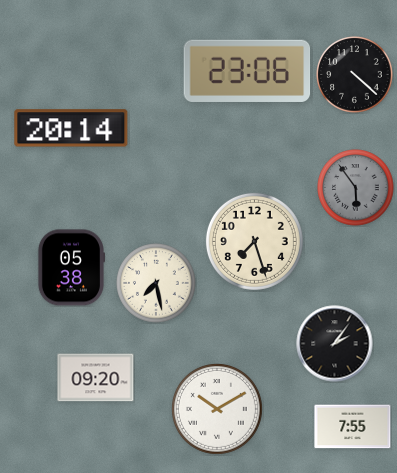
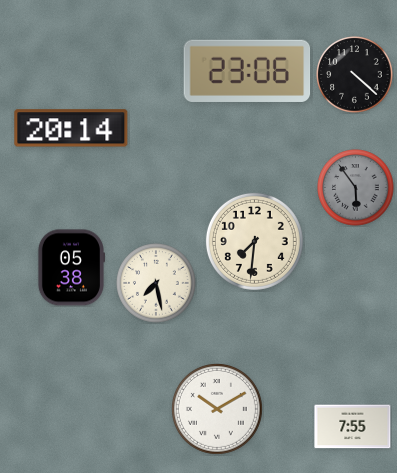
clock at (254, 241): 7:27 -> 7:31
clock at (335, 344): 2:06 -> none
clock at (96, 378): 09:20 -> none
